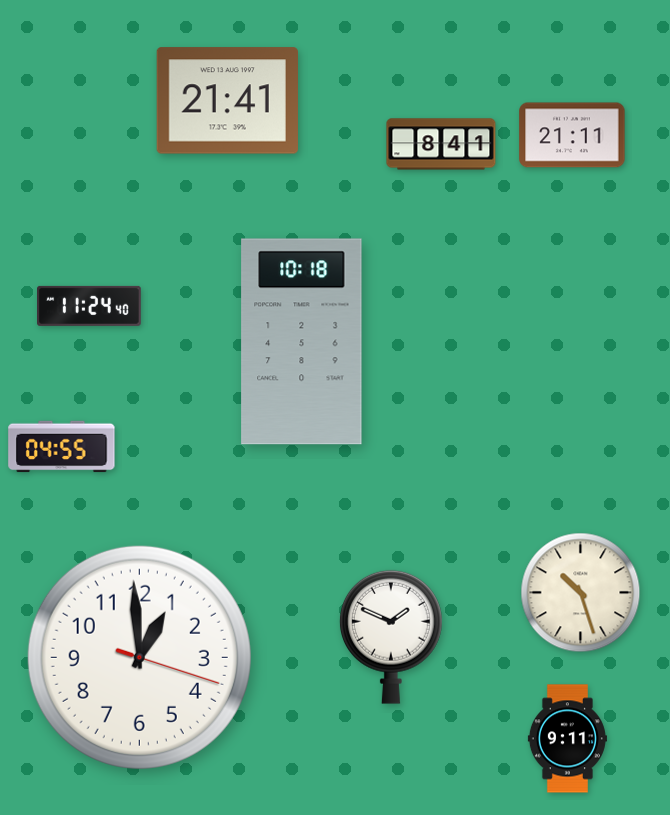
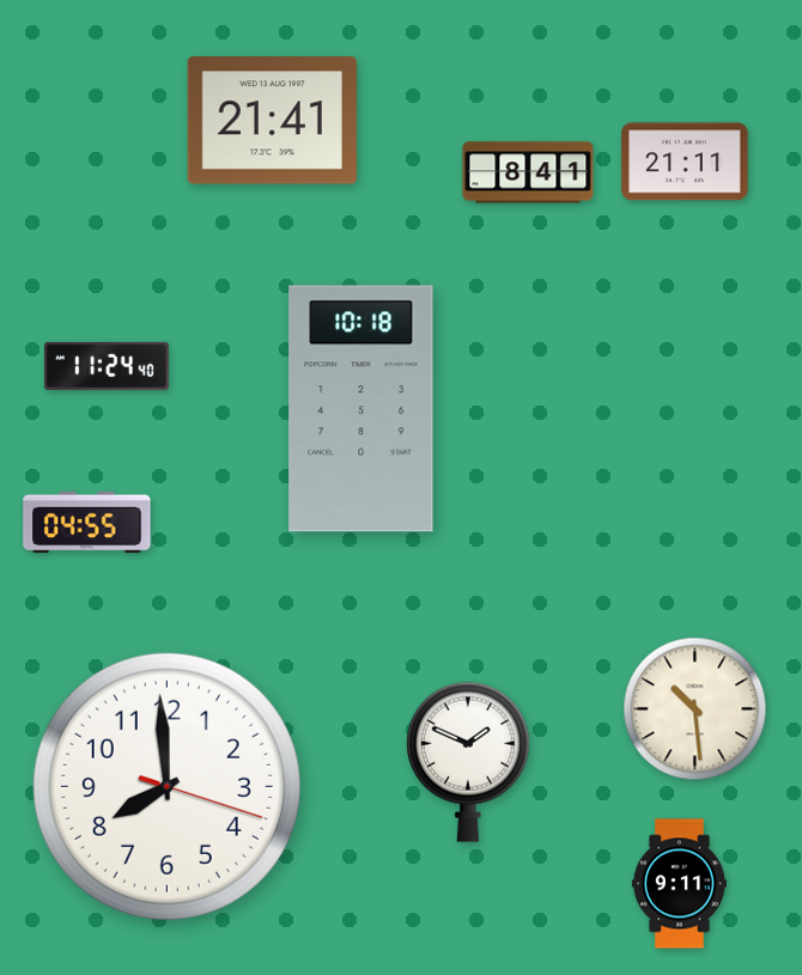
clock at (62, 447) position: (62, 447) -> (87, 523)
clock at (581, 593): 10:27 -> 10:29
clock at (139, 657): 12:59 -> 7:59
